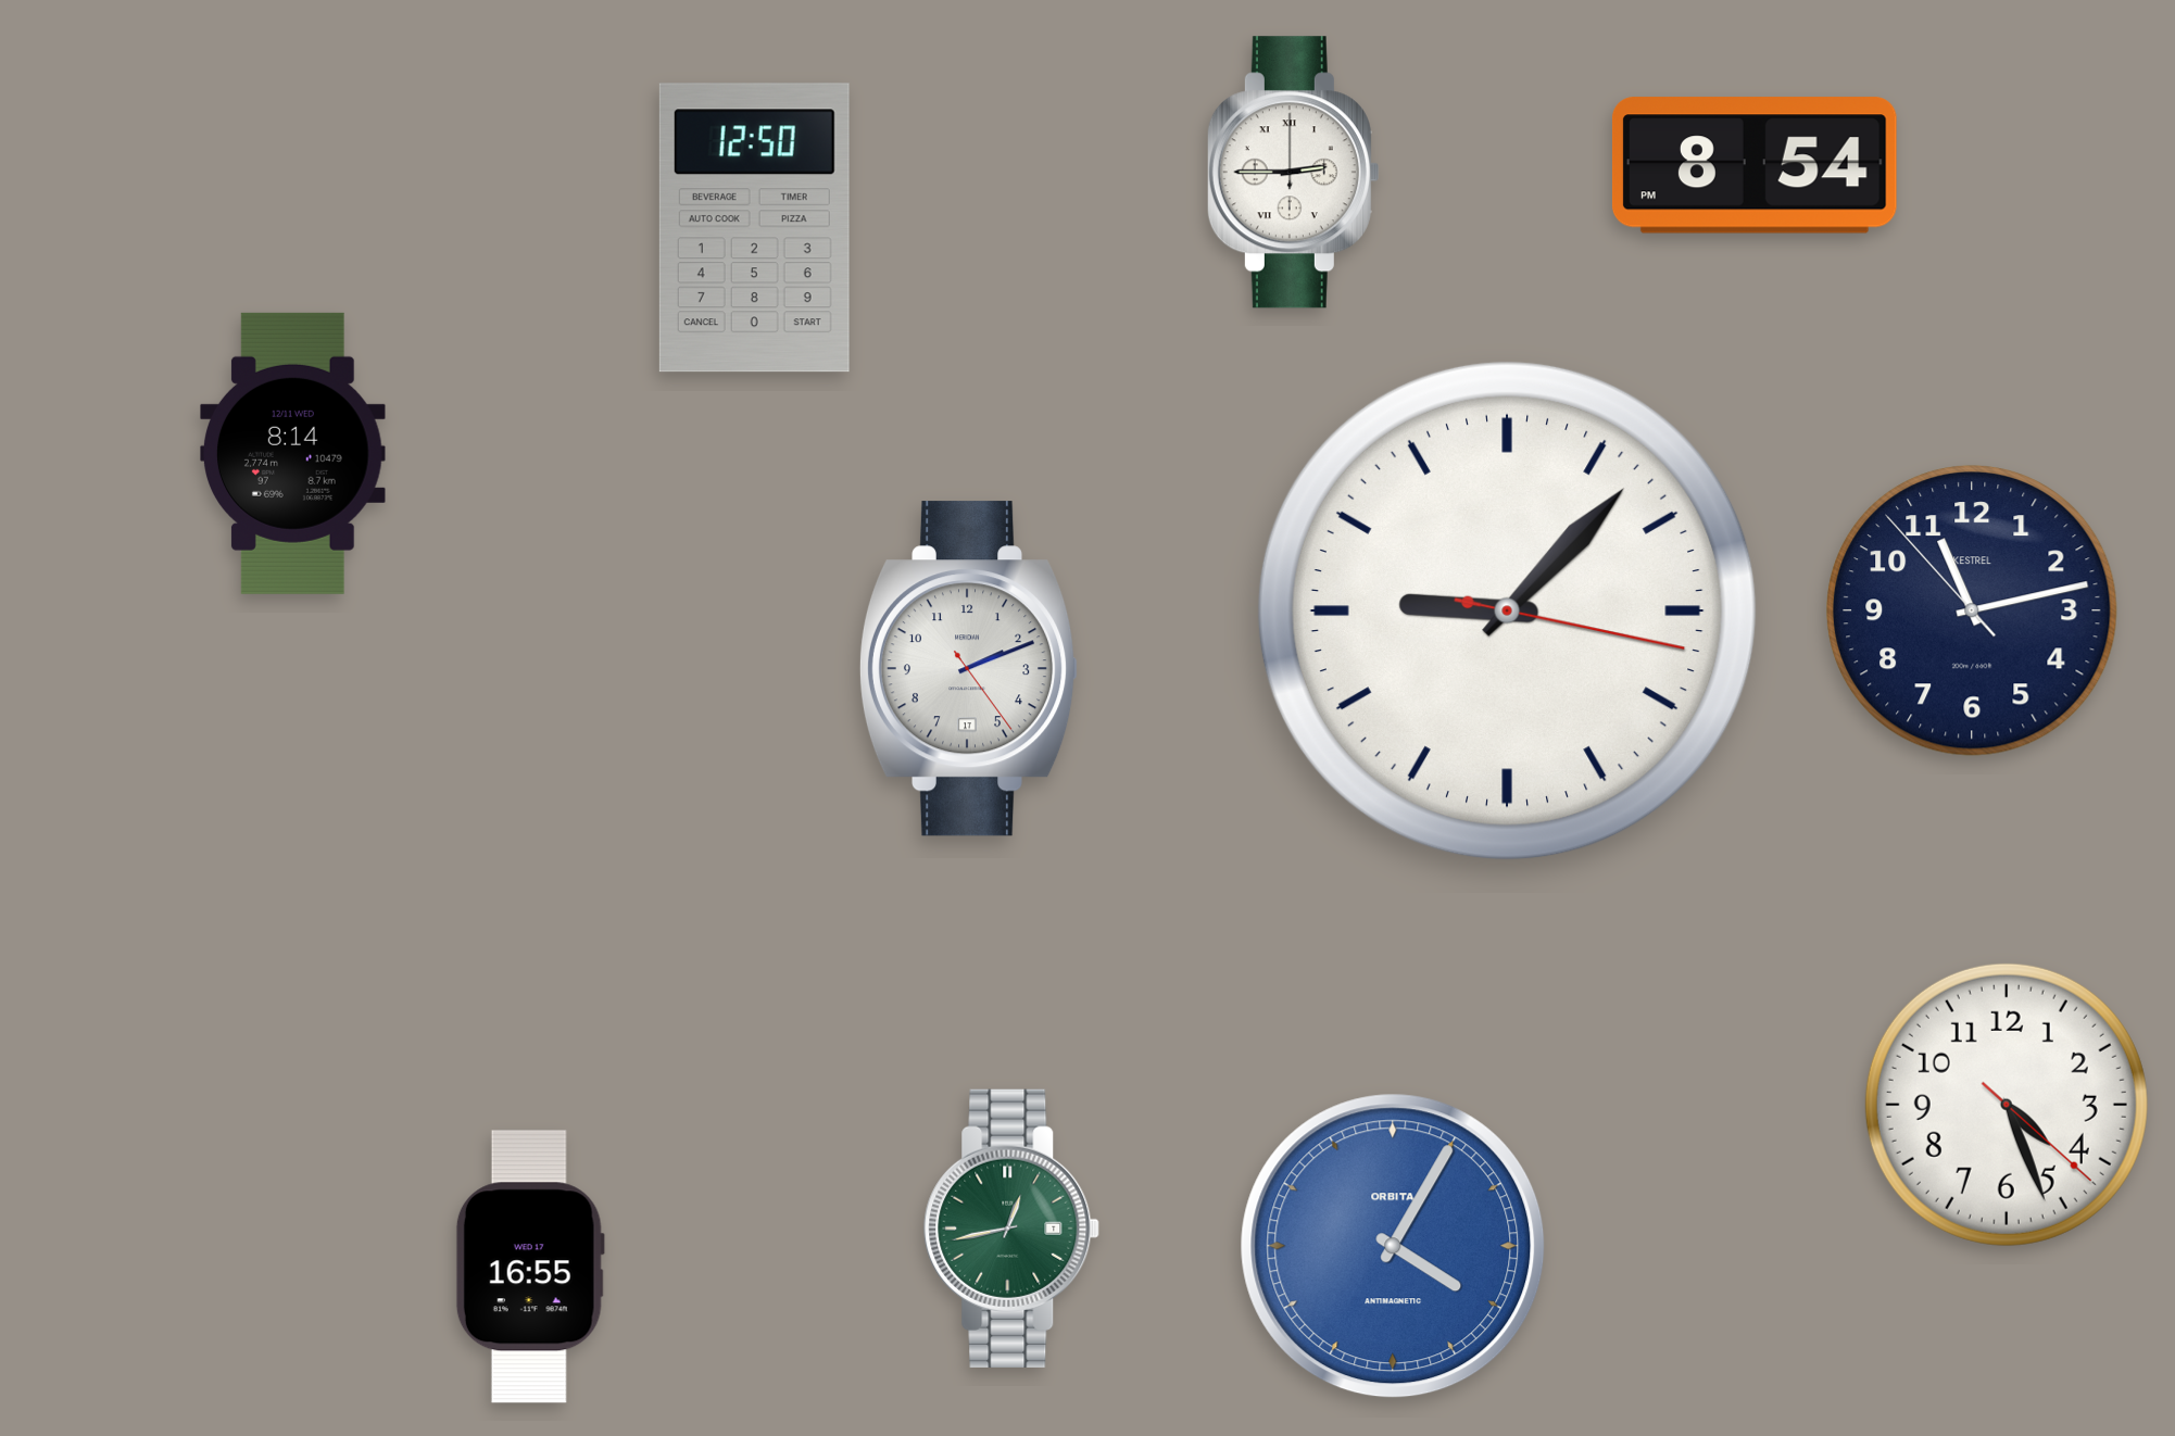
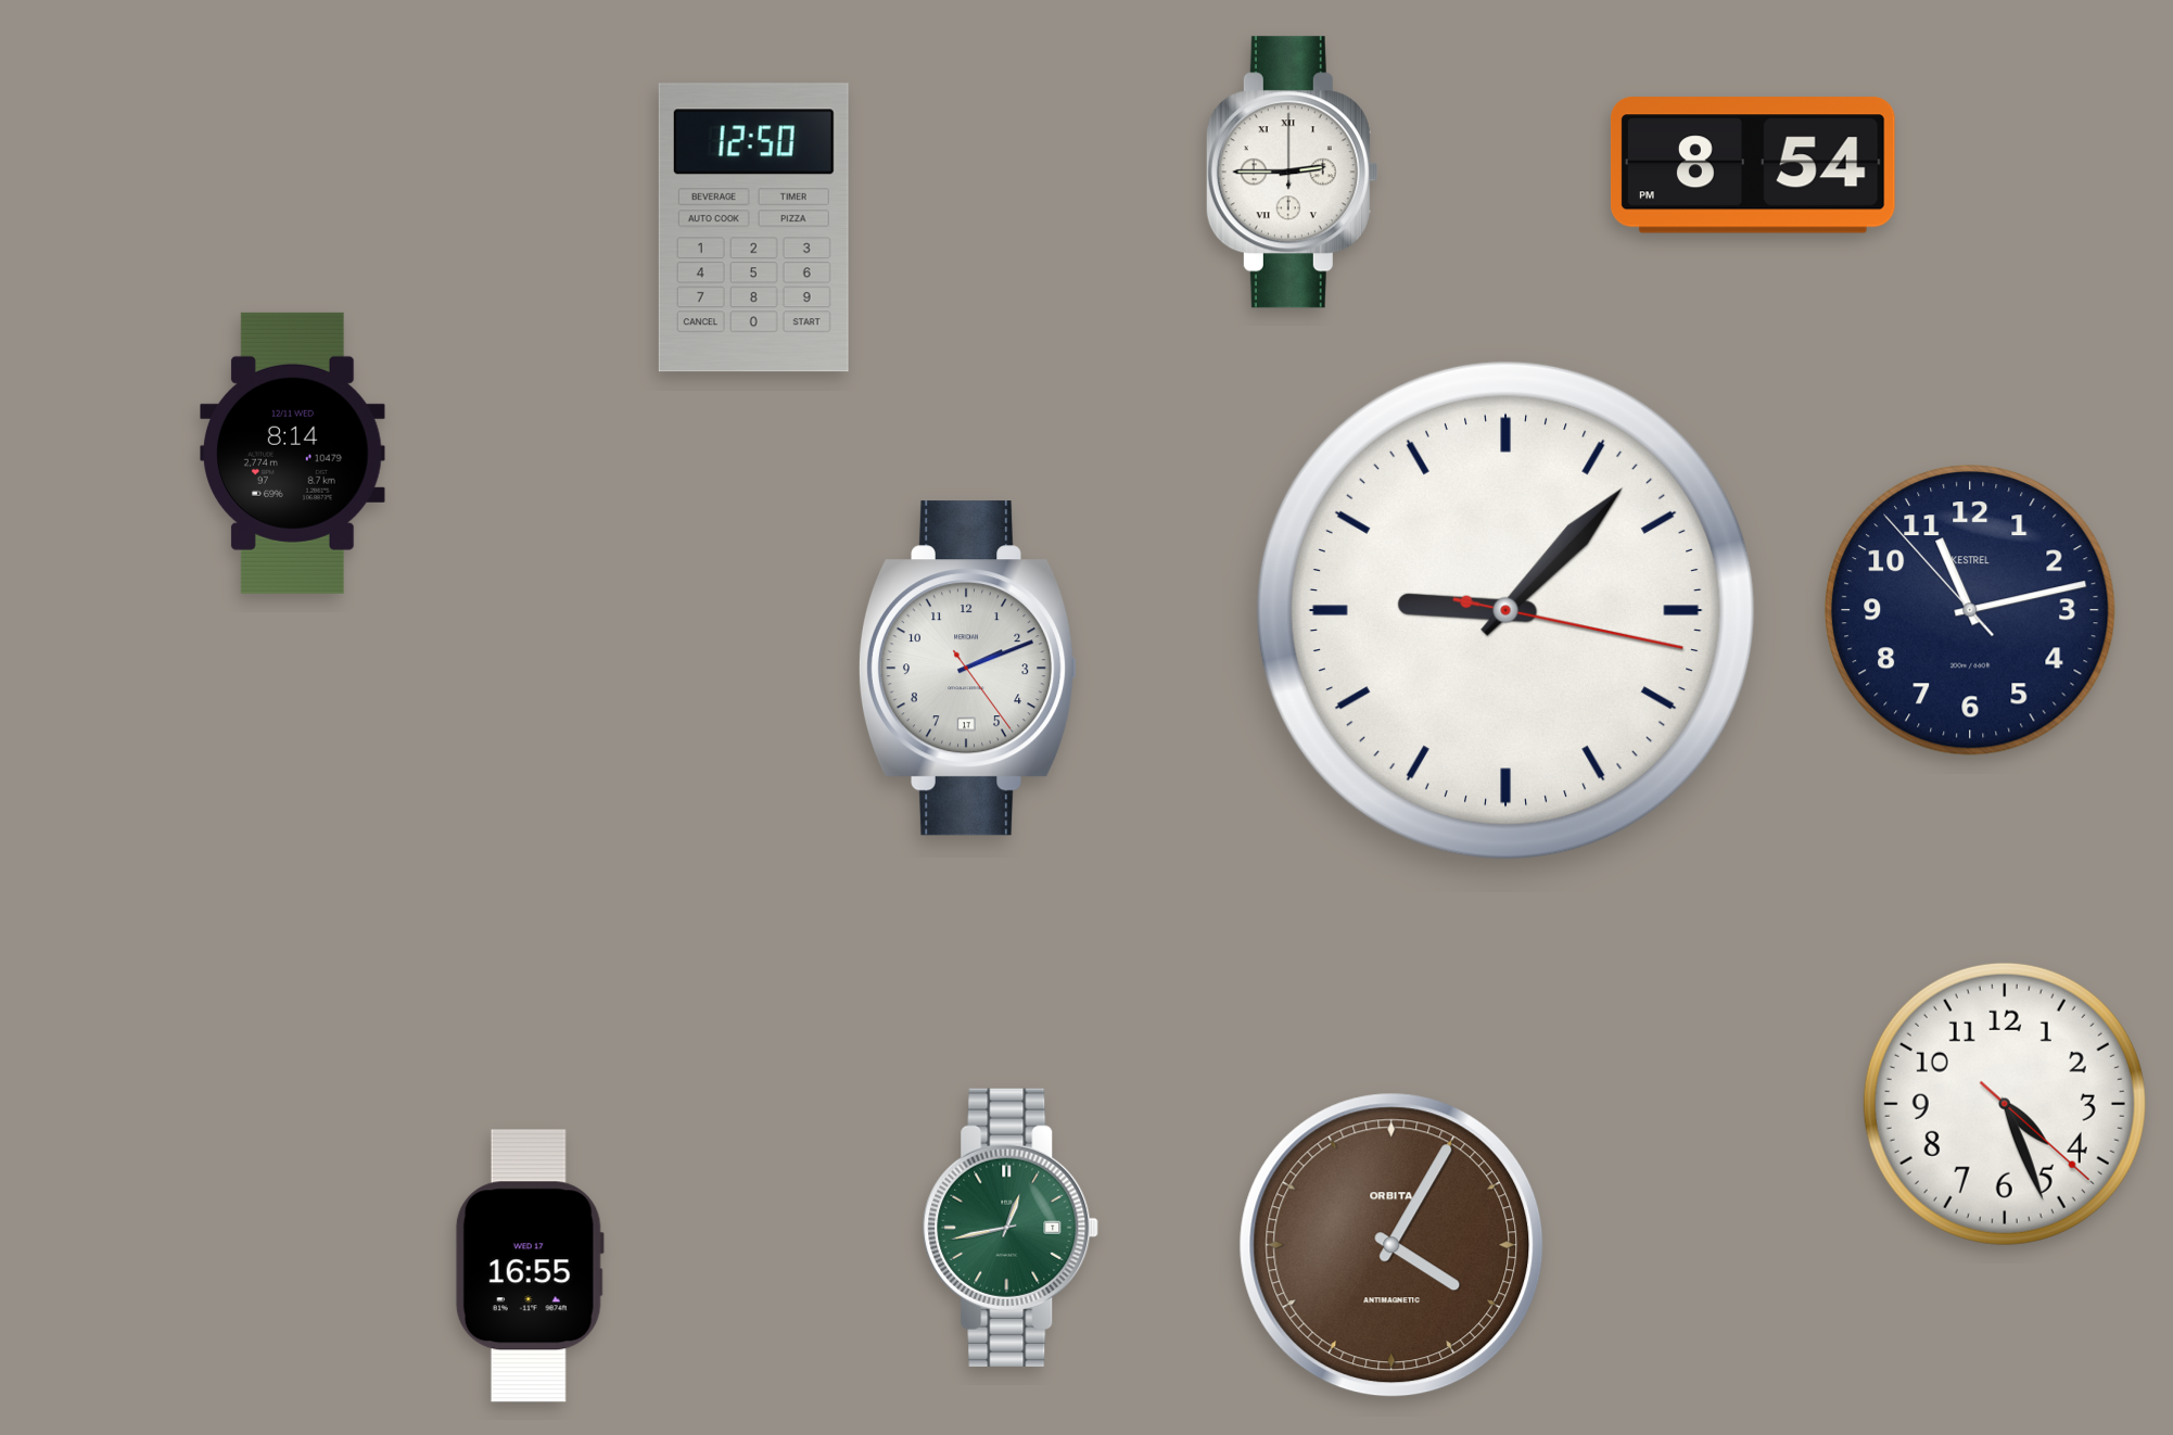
clock at (1393, 1246) dial: blue -> brown
